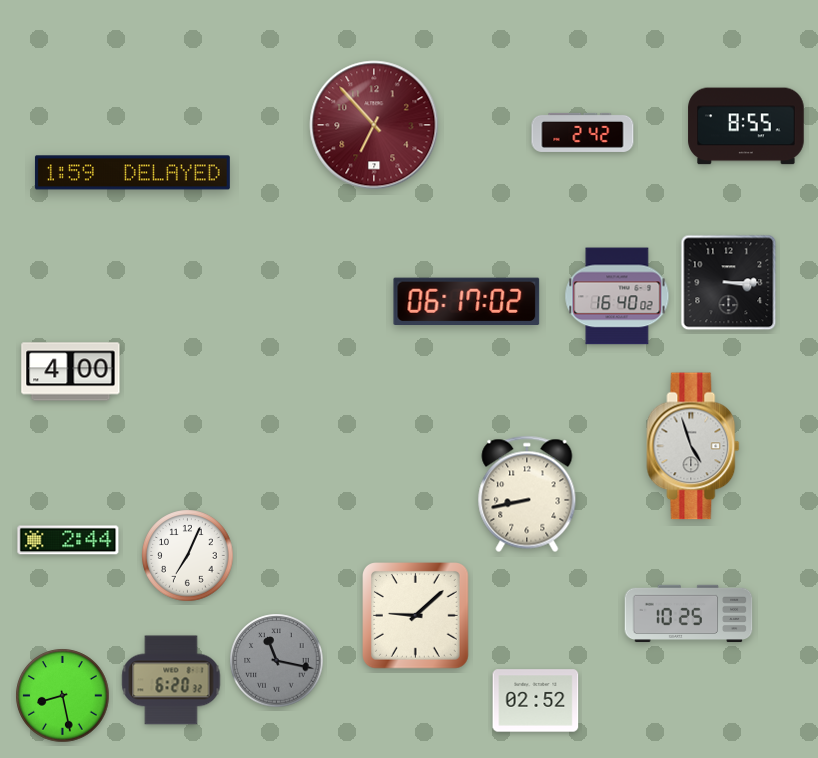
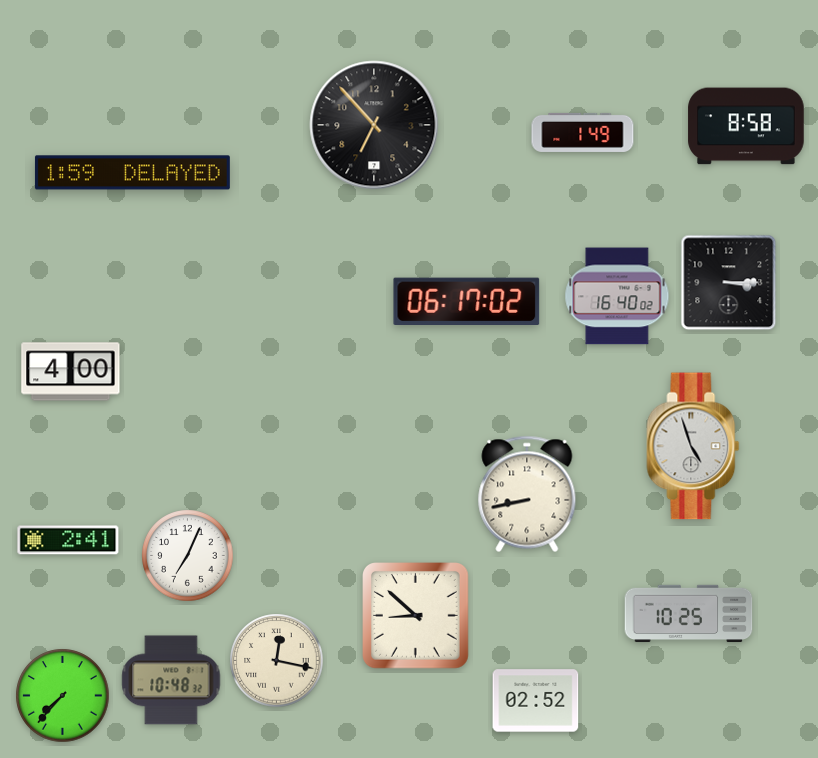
clock at (374, 125) dial: burgundy -> black
clock at (746, 126): 8:55 -> 8:58
clock at (583, 132): 2:42 -> 1:49
clock at (68, 540): 2:44 -> 2:41
clock at (416, 616): 9:08 -> 8:52
clock at (277, 661): 11:17 -> 12:17
clock at (277, 661) dial: grey -> cream
clock at (171, 680): 6:20 -> 10:48
clock at (63, 696): 8:28 -> 7:37
